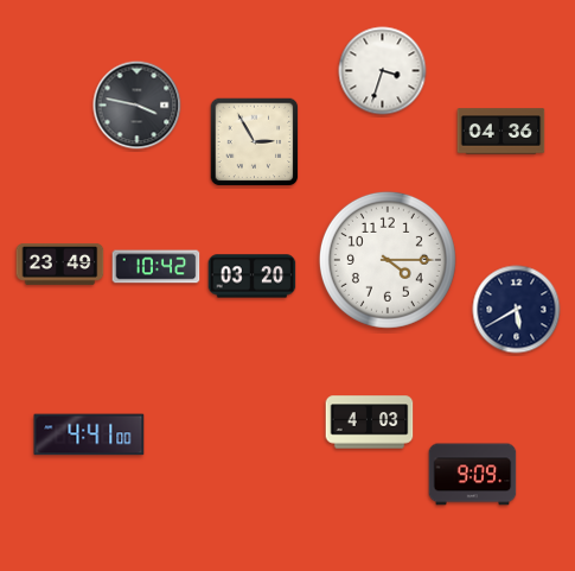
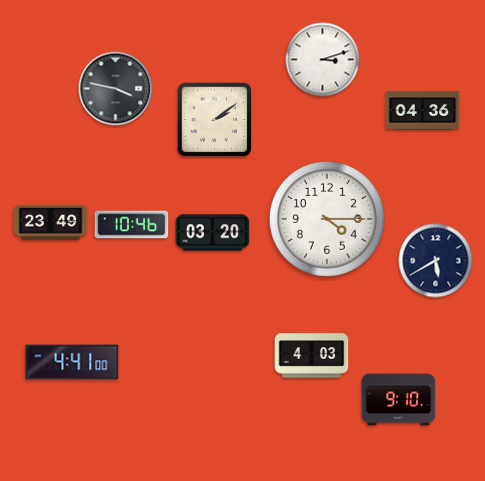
clock at (383, 71): 3:33 -> 3:12
clock at (255, 142): 2:55 -> 2:09
clock at (156, 267): 10:42 -> 10:46
clock at (89, 434) position: (89, 434) -> (72, 362)
clock at (473, 475): 9:09 -> 9:10
